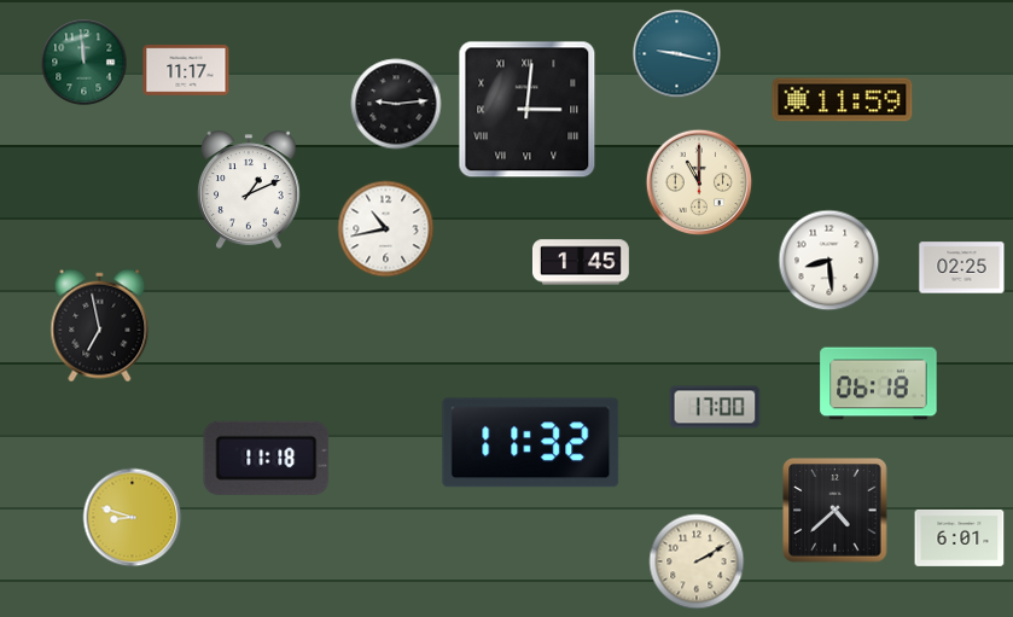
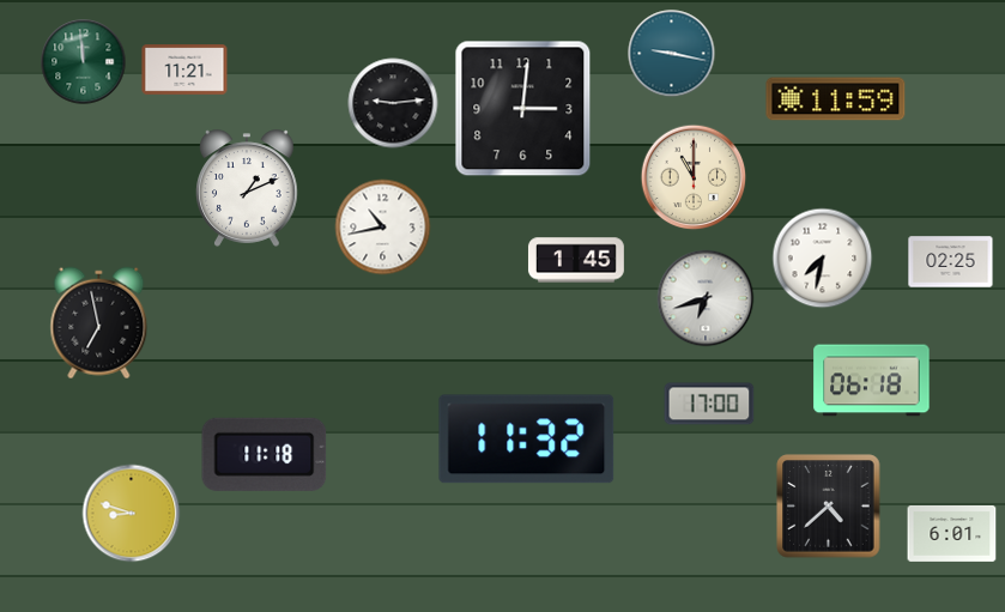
clock at (186, 70): 11:17 -> 11:21
clock at (528, 110) numerals: Roman -> Arabic
clock at (699, 182) position: (699, 182) -> (694, 177)
clock at (829, 261): 8:29 -> 7:32
clock at (962, 268) position: (962, 268) -> (951, 262)
clock at (706, 298): none -> 6:42
clock at (697, 561): 2:10 -> none
